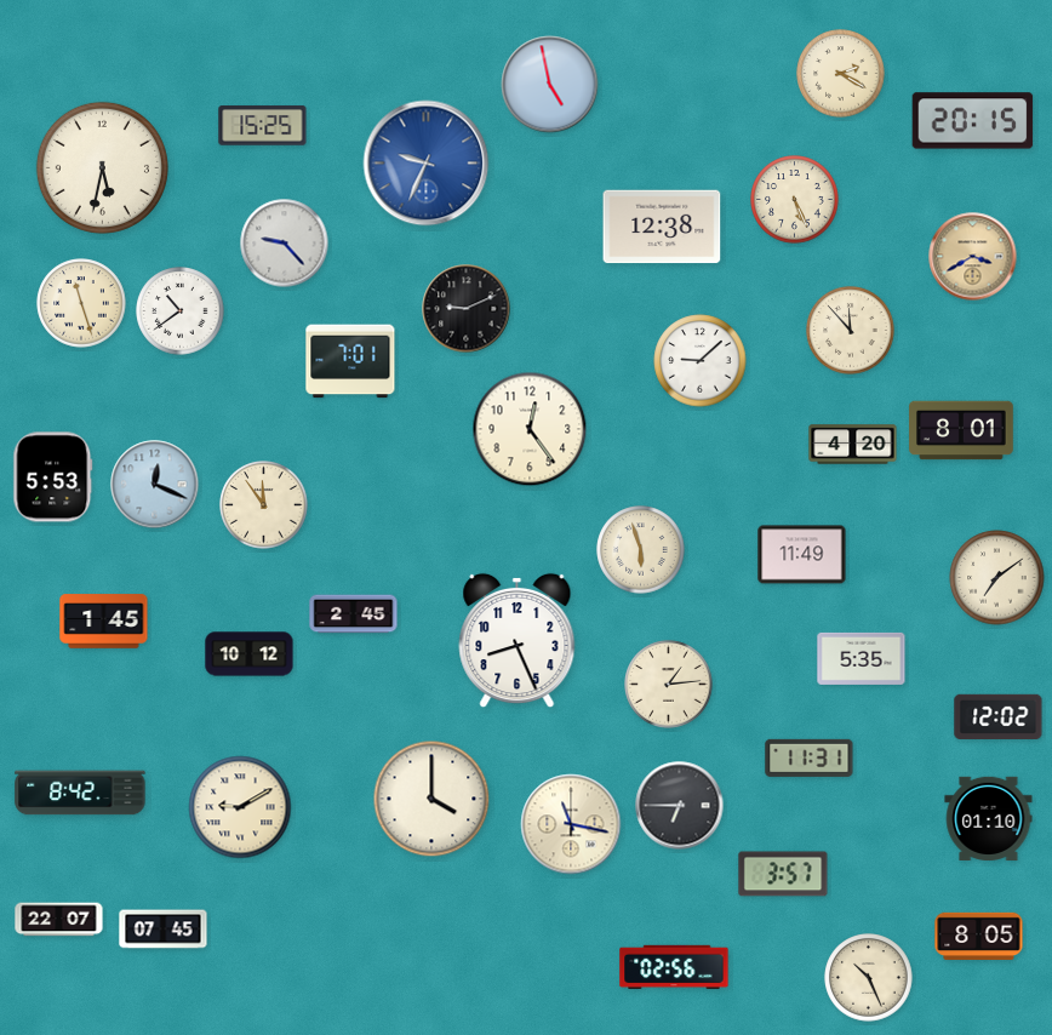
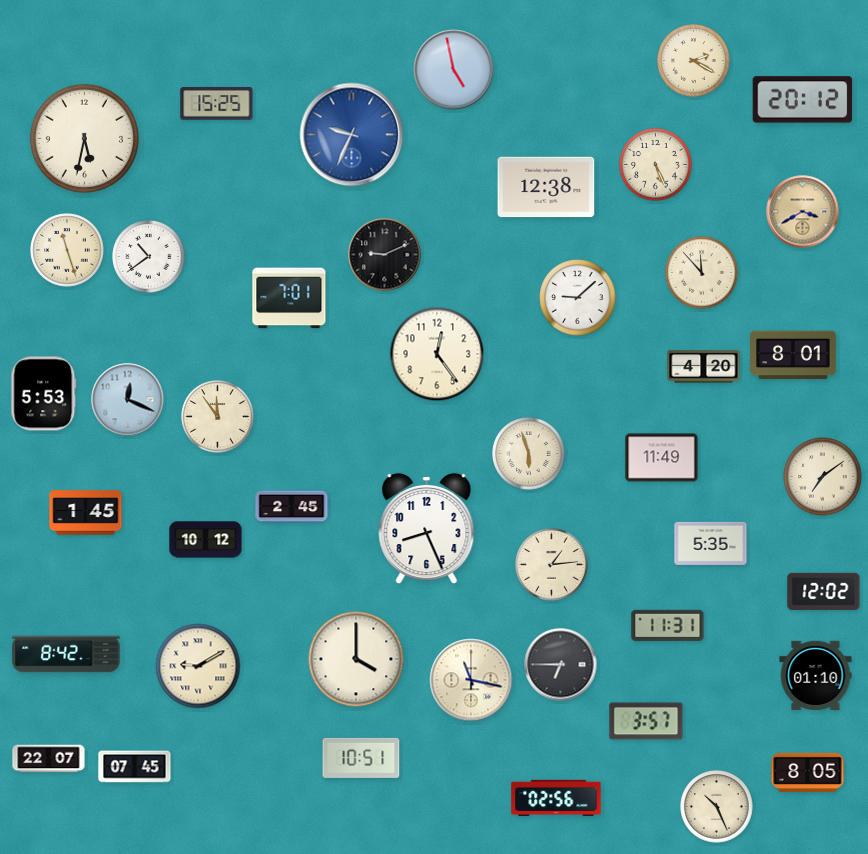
clock at (973, 121): 20:15 -> 20:12
clock at (285, 244): 9:23 -> none
clock at (361, 758): none -> 10:51
